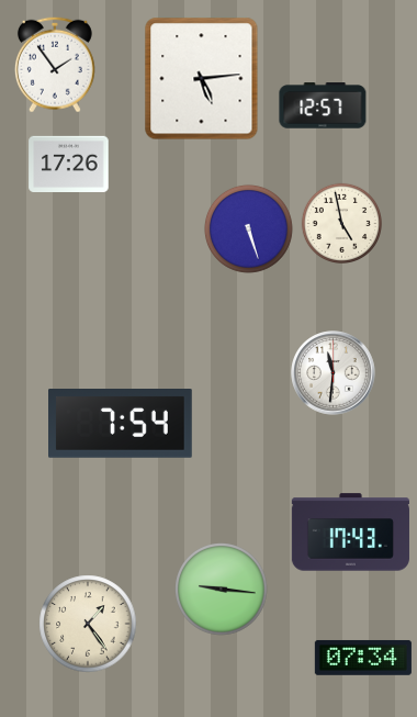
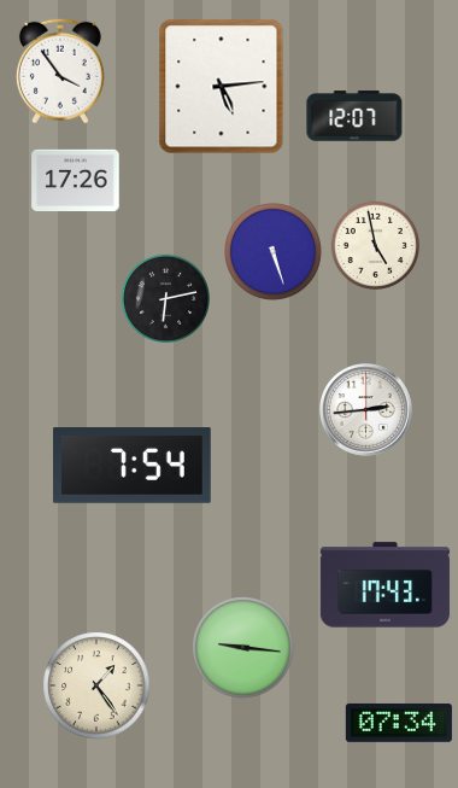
clock at (55, 65): 1:54 -> 3:54
clock at (323, 105): 12:57 -> 12:07
clock at (165, 298): none -> 6:13
clock at (334, 373): 11:31 -> 2:44
